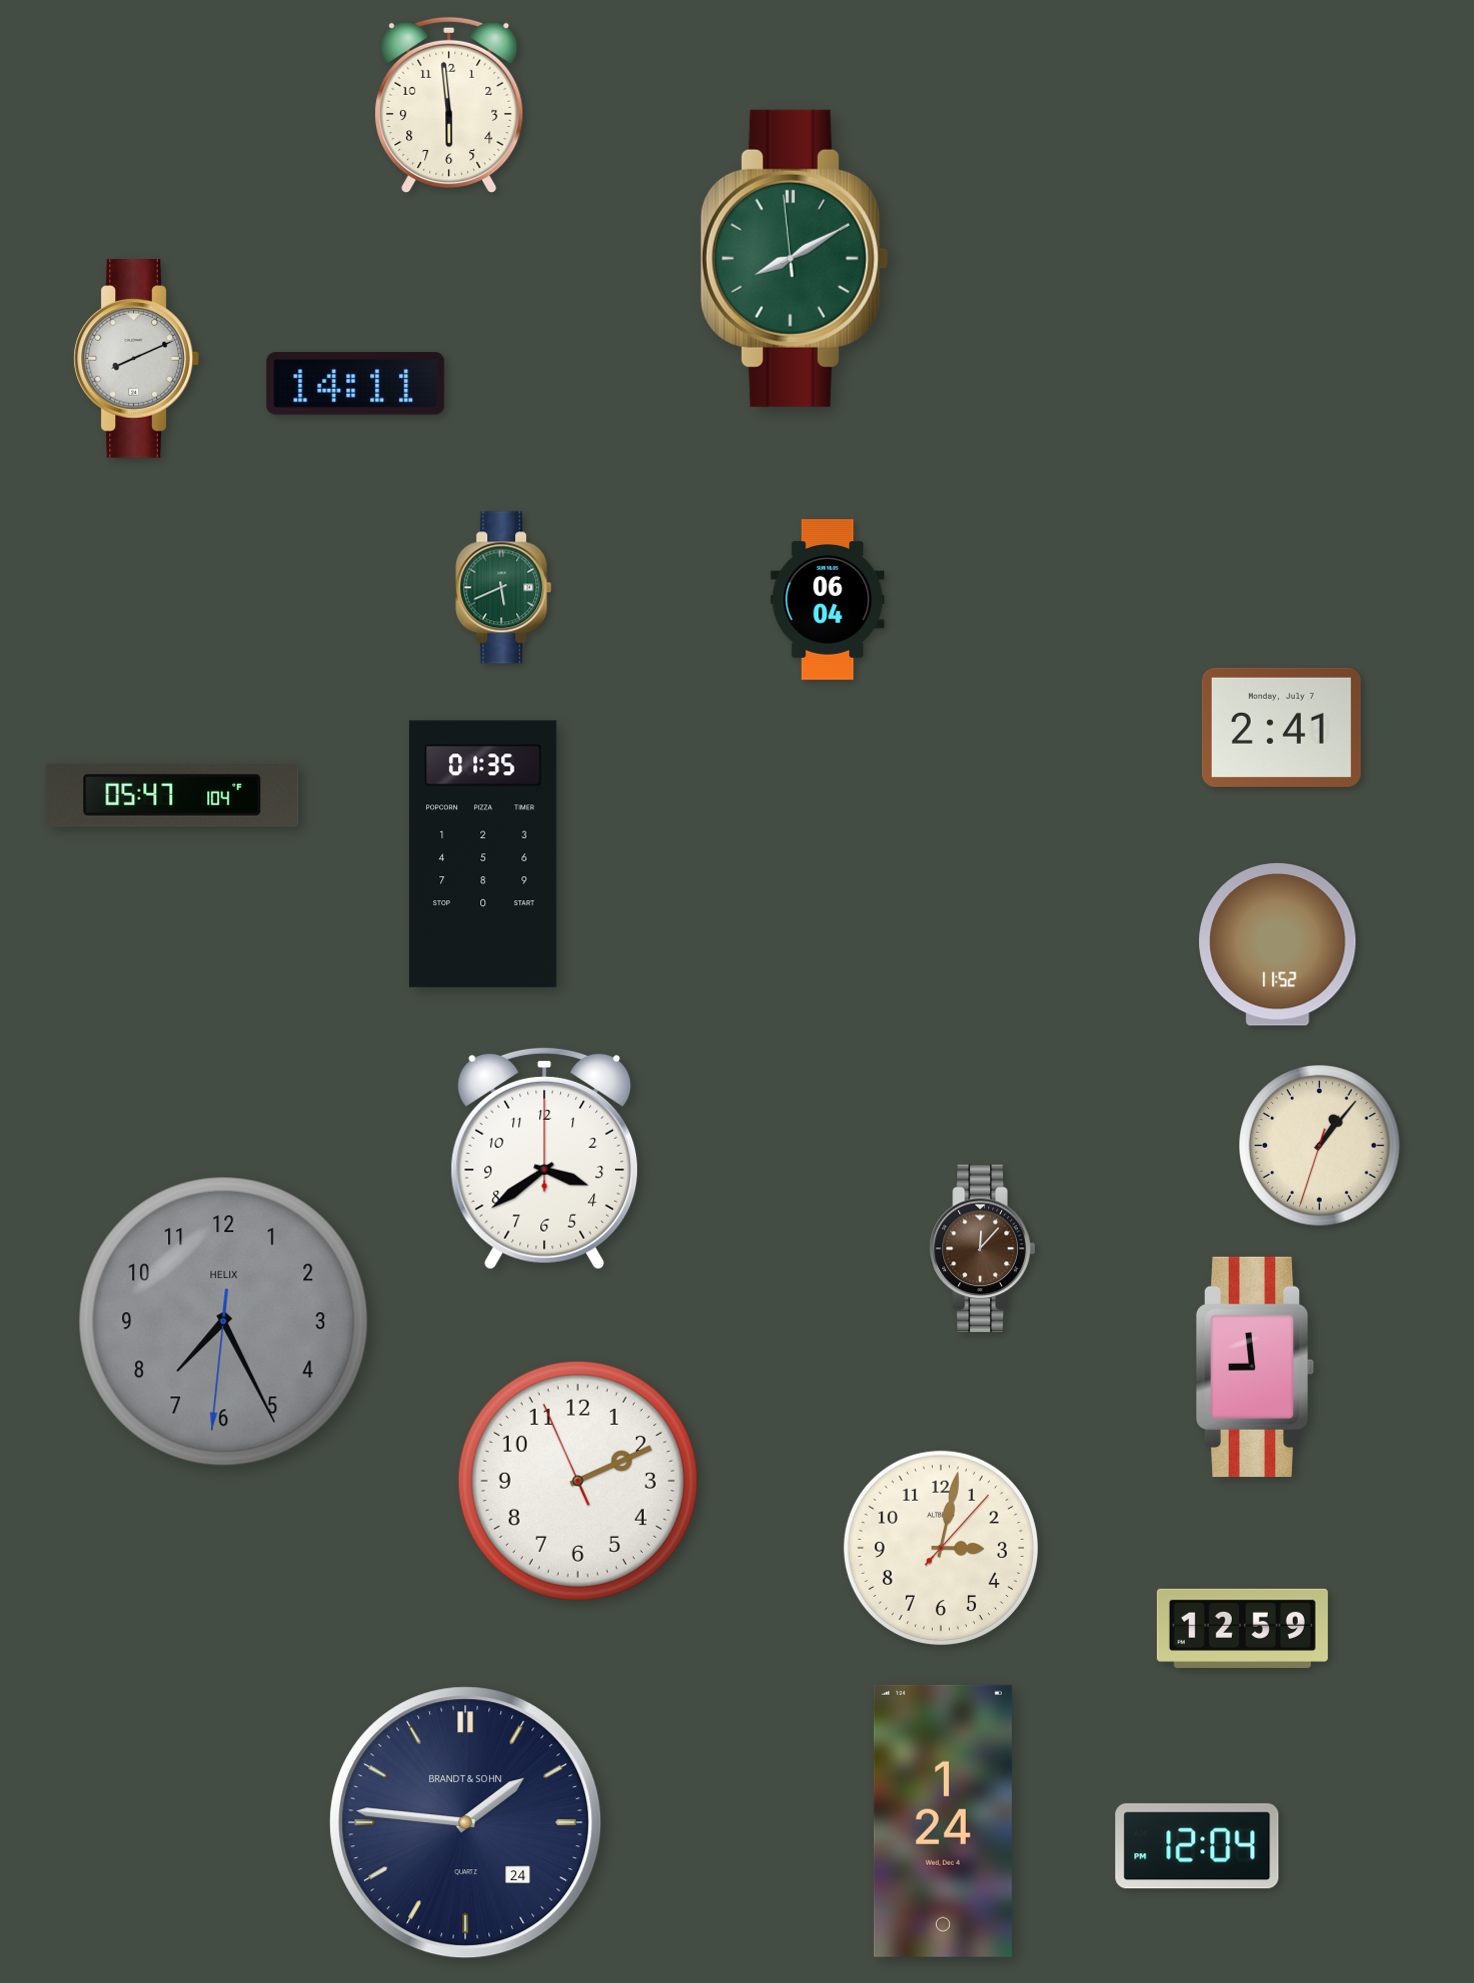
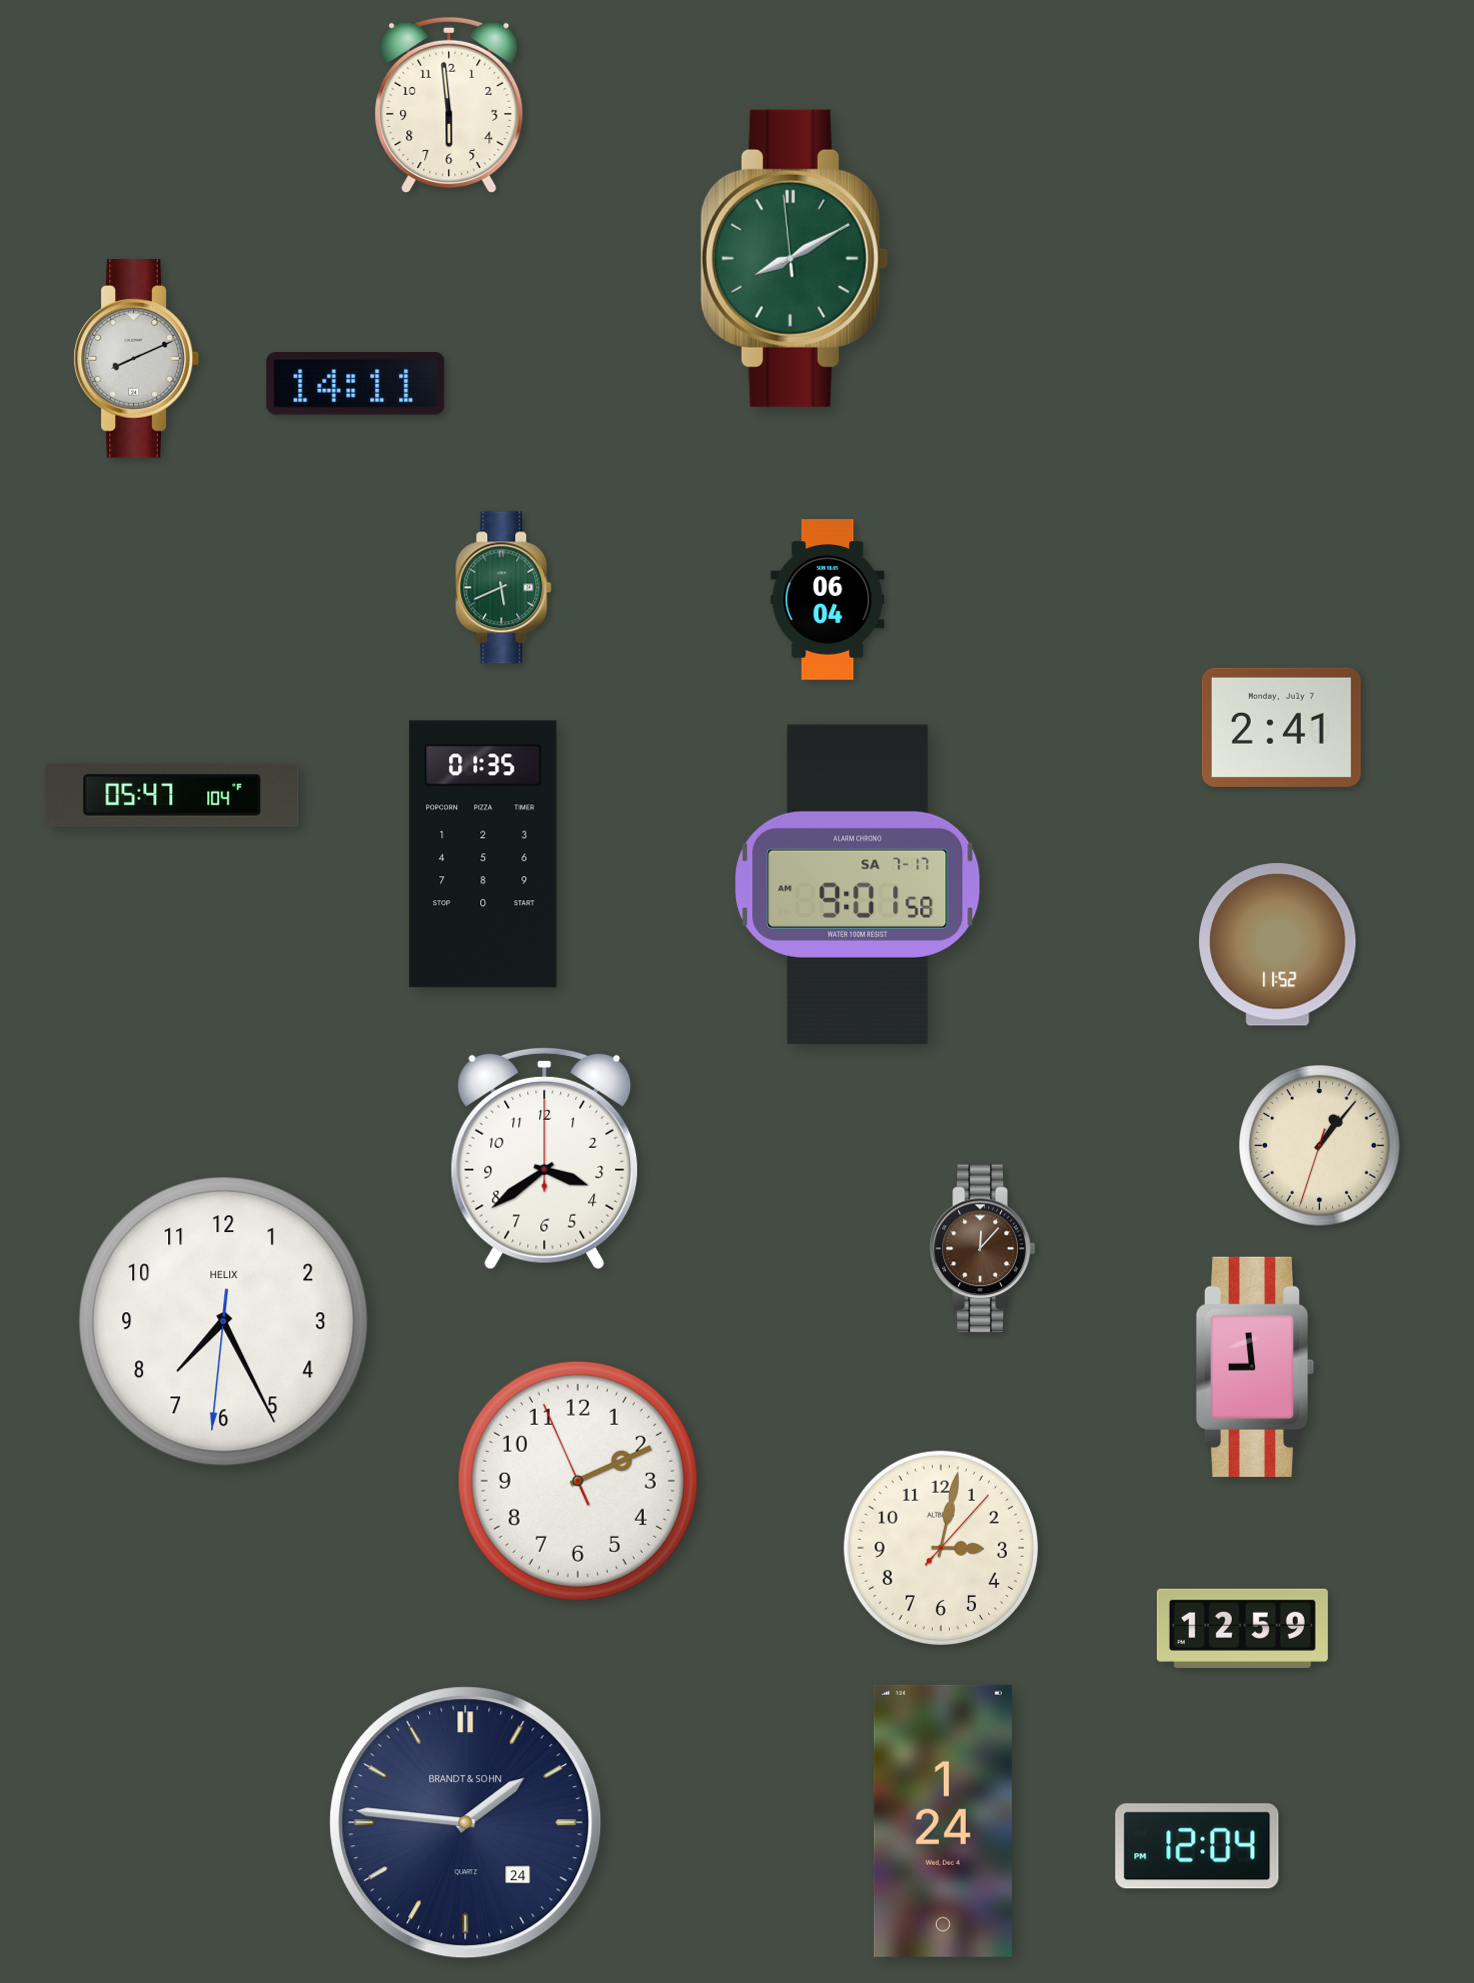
clock at (858, 884): none -> 9:01
clock at (224, 1322) dial: grey -> white
